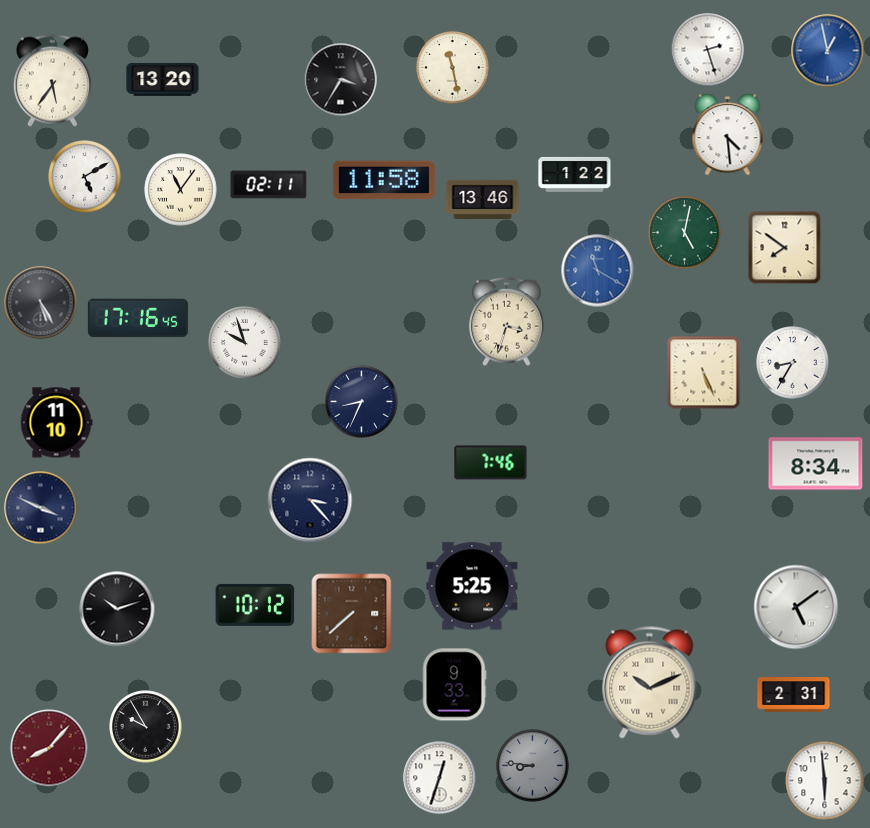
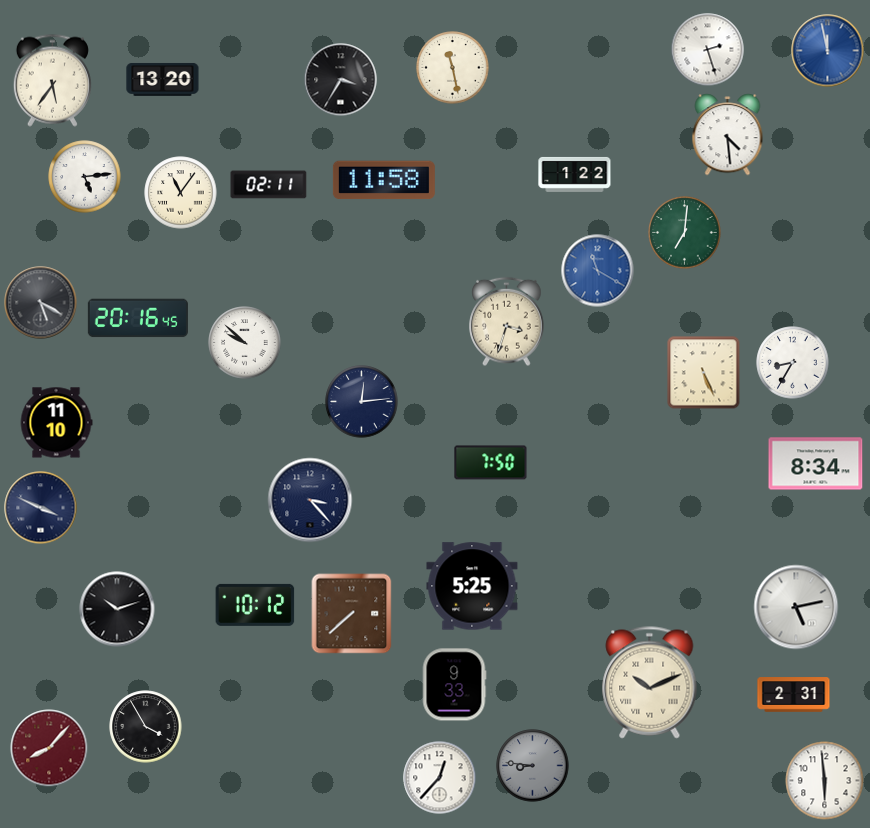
clock at (828, 51): 12:58 -> 11:58
clock at (85, 177): 5:10 -> 5:14
clock at (181, 190) position: (181, 190) -> (181, 193)
clock at (483, 199): 13:46 -> none
clock at (685, 233): 5:02 -> 7:01
clock at (785, 248): 7:51 -> none
clock at (41, 303): 5:25 -> 5:20
clock at (138, 318): 17:16 -> 20:16
clock at (245, 343): 9:57 -> 9:52
clock at (362, 402): 8:34 -> 12:14
clock at (491, 463): 7:46 -> 7:50
clock at (796, 607): 5:09 -> 5:13
clock at (146, 727): 9:55 -> 3:55
clock at (440, 778): 12:33 -> 12:37
